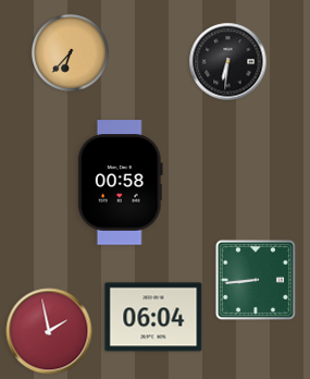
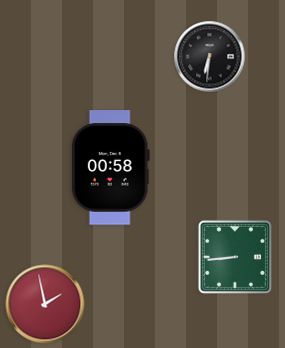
clock at (70, 52): 6:37 -> none
clock at (153, 317): 06:04 -> none
